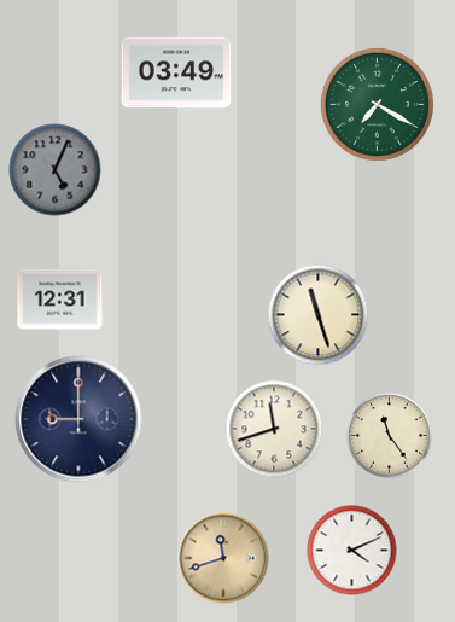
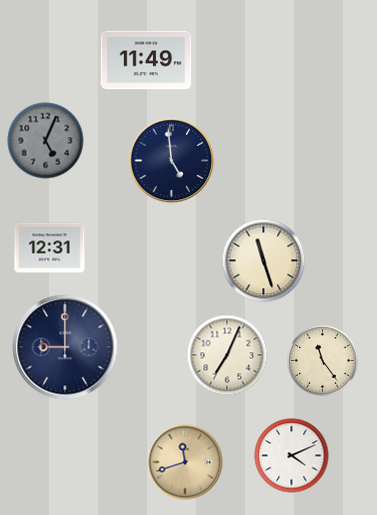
clock at (176, 72): 03:49 -> 11:49
clock at (377, 104): 7:20 -> none
clock at (172, 161): none -> 4:59
clock at (274, 429): 11:42 -> 7:04
